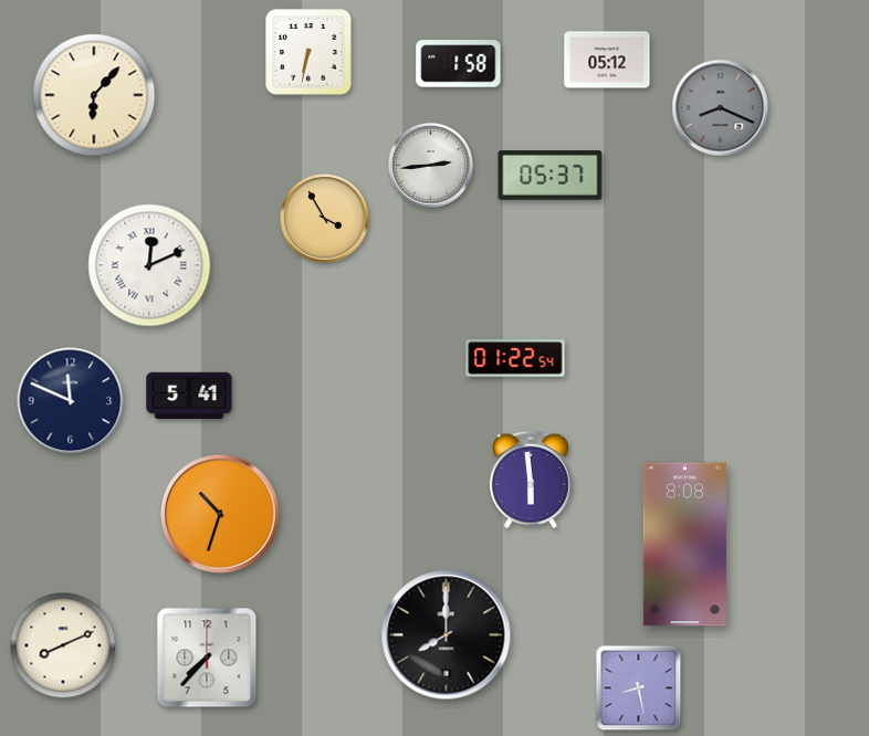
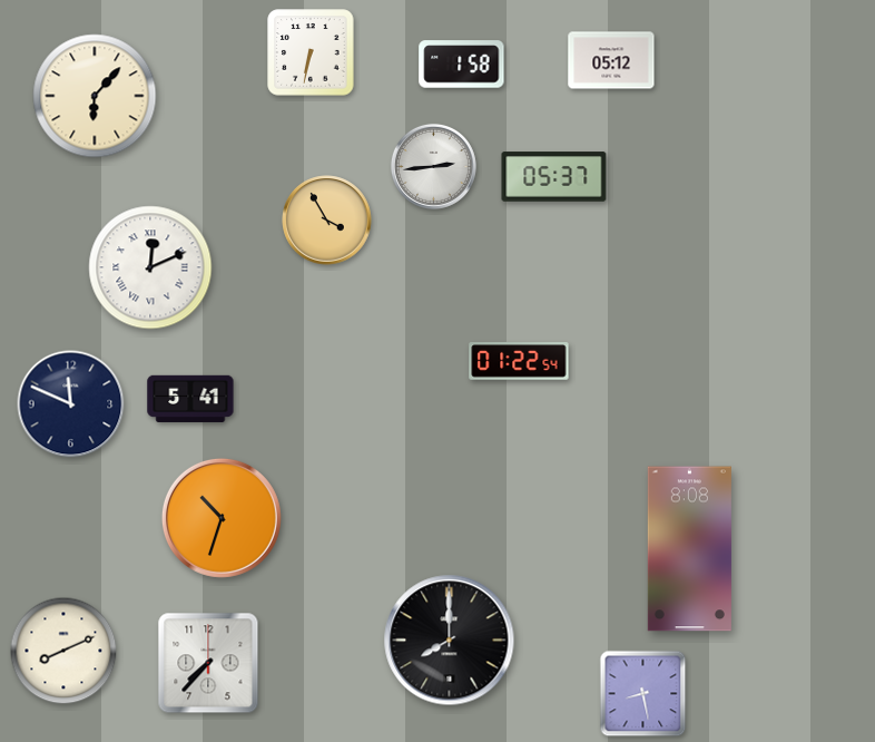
clock at (721, 108): 8:19 -> none
clock at (531, 480): 5:59 -> none
